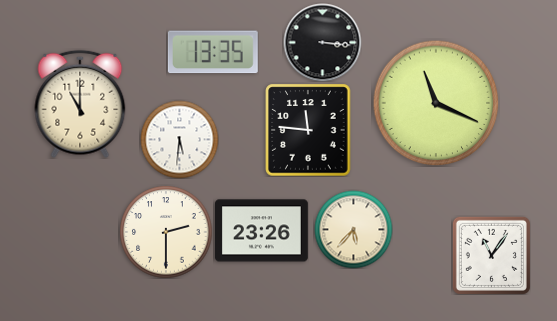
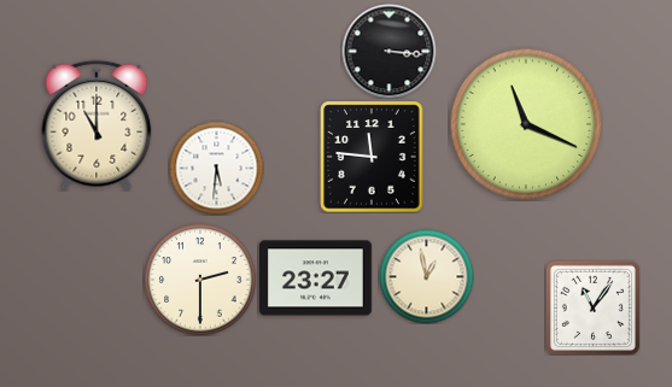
clock at (213, 52): 13:35 -> none
clock at (353, 229): 5:37 -> 12:58
clock at (262, 231): 23:26 -> 23:27
